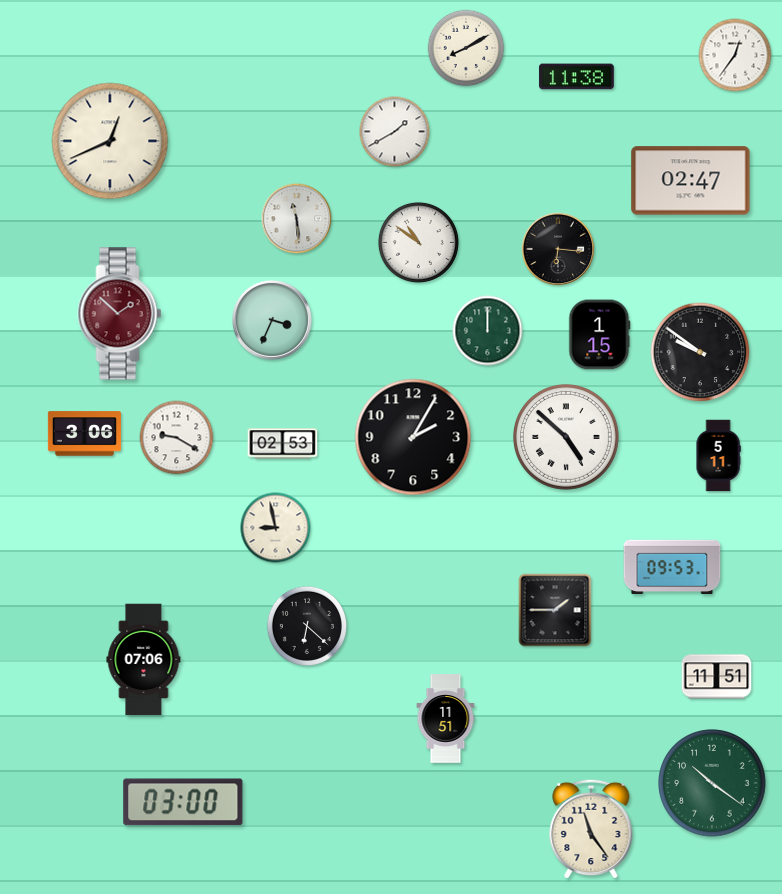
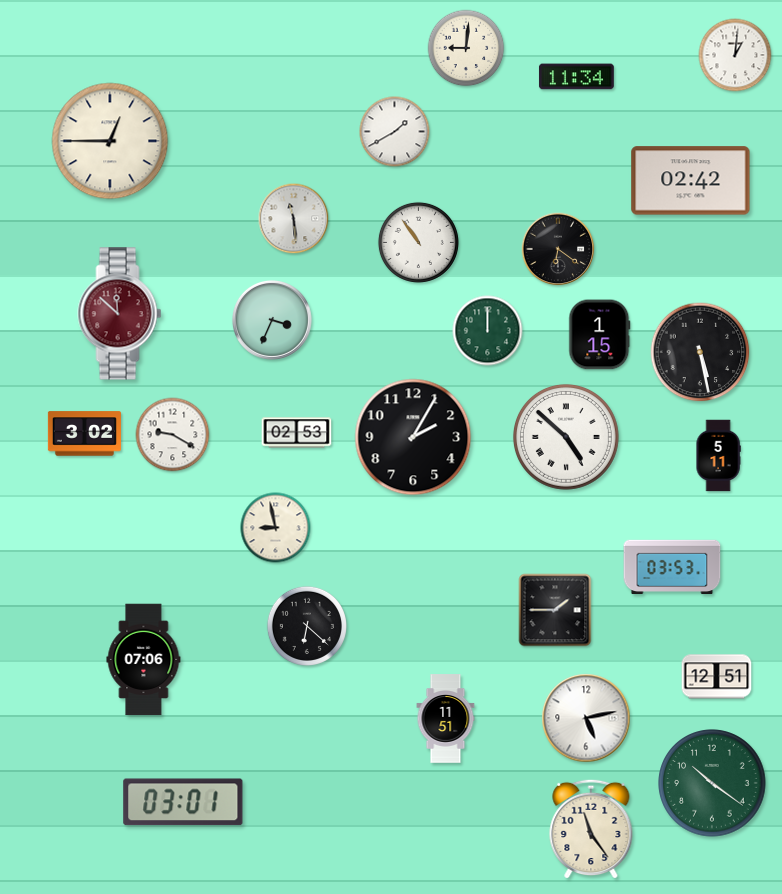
clock at (466, 48): 8:10 -> 9:01
clock at (735, 55): 12:36 -> 1:01
clock at (576, 77): 11:38 -> 11:34
clock at (110, 141): 12:41 -> 12:45
clock at (691, 181): 02:47 -> 02:42
clock at (297, 219) position: (297, 219) -> (294, 219)
clock at (418, 242): 10:51 -> 10:54
clock at (558, 249): 6:16 -> 6:21
clock at (120, 314): 1:52 -> 11:52
clock at (700, 352): 9:51 -> 5:28
clock at (84, 434): 3:06 -> 3:02
clock at (177, 438) position: (177, 438) -> (173, 435)
clock at (283, 444) position: (283, 444) -> (297, 433)
clock at (672, 567): 09:53 -> 03:53
clock at (717, 677): 11:51 -> 12:51
clock at (586, 718): none -> 5:13
clock at (183, 802): 03:00 -> 03:01
